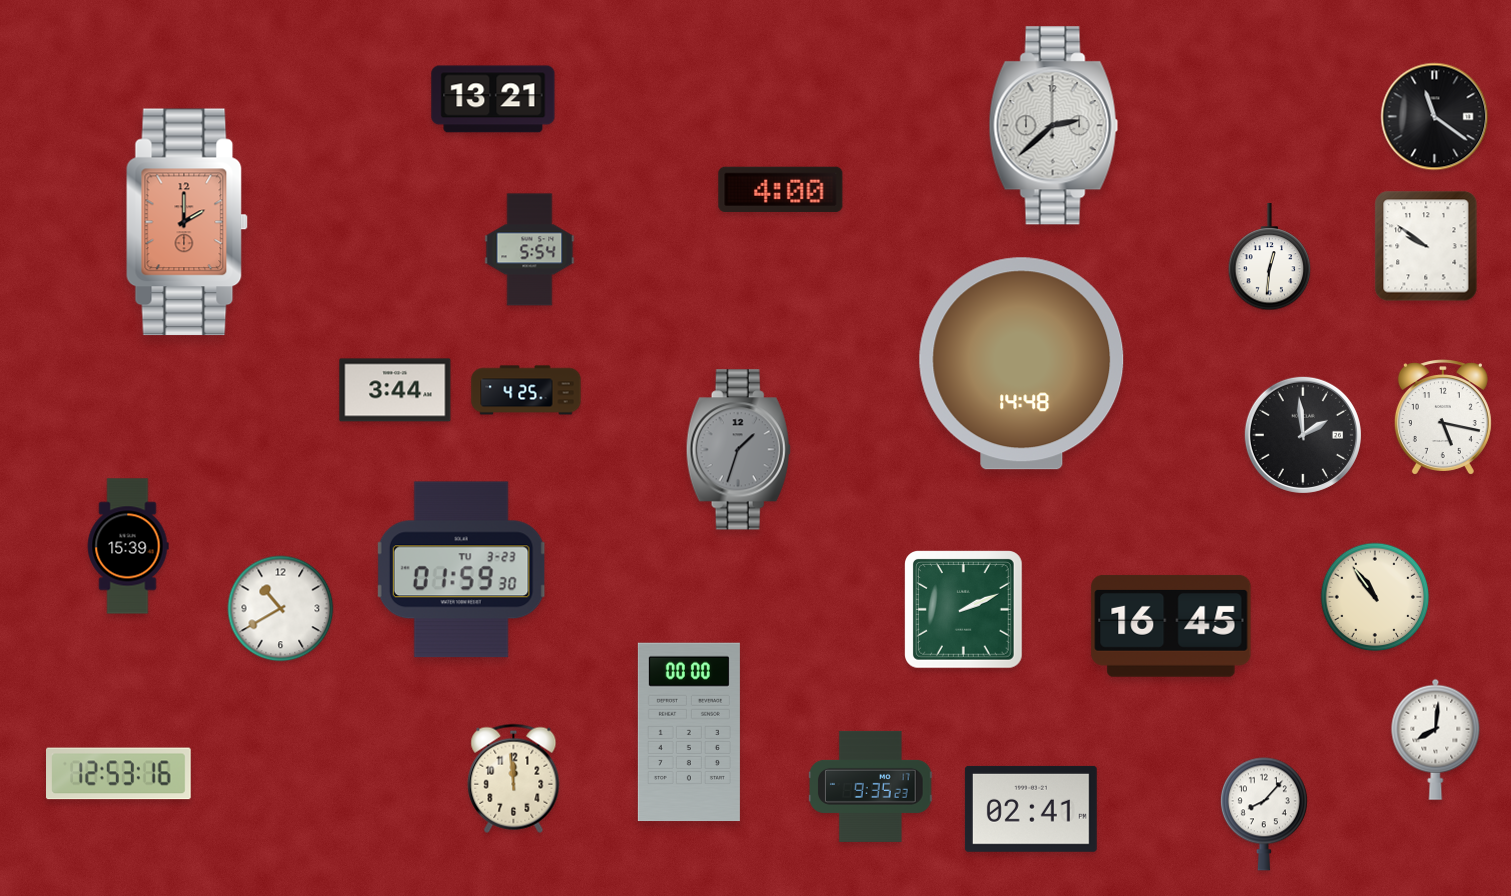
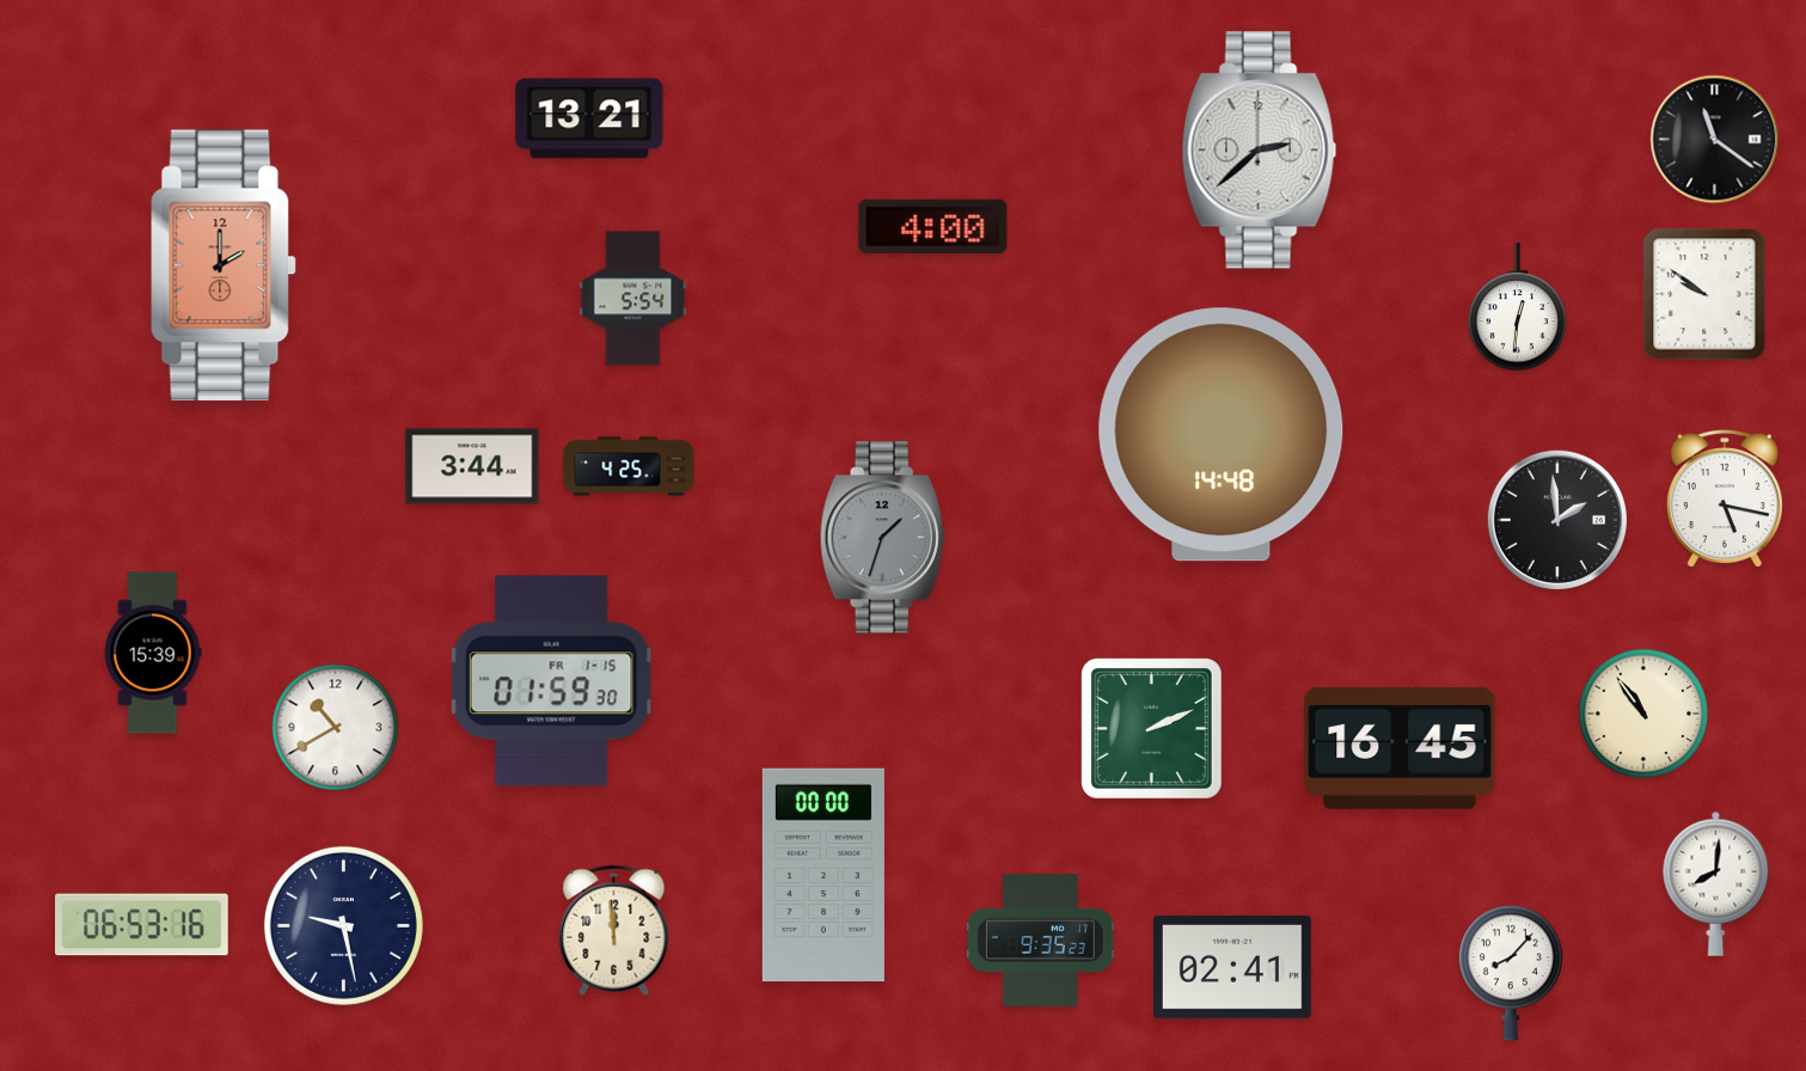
clock at (462, 570) date: TU 3-23 -> FR 1-15
clock at (119, 774): 12:53 -> 06:53
clock at (343, 925): none -> 9:28
